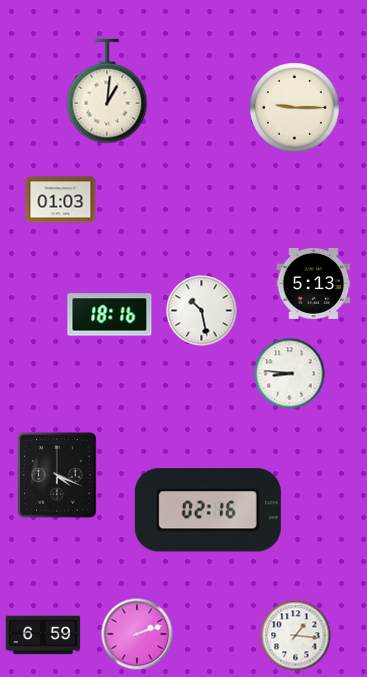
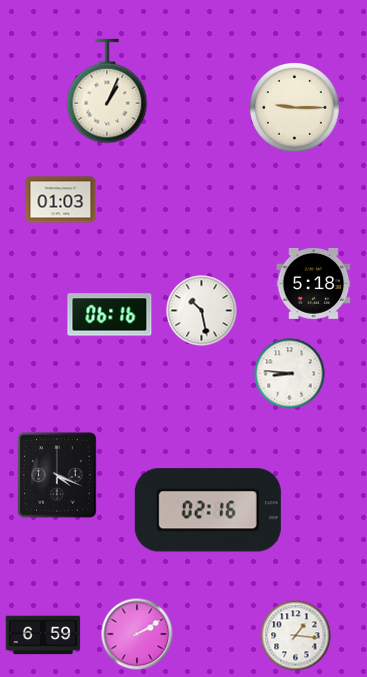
clock at (107, 91): 1:01 -> 1:04
clock at (314, 284): 5:13 -> 5:18
clock at (110, 315): 18:16 -> 06:16
clock at (137, 634): 2:12 -> 2:10
